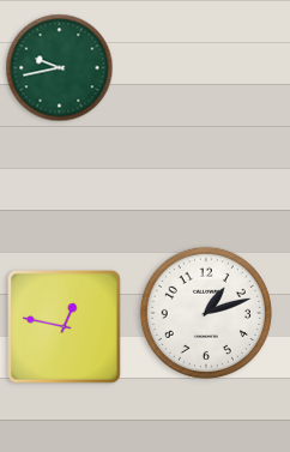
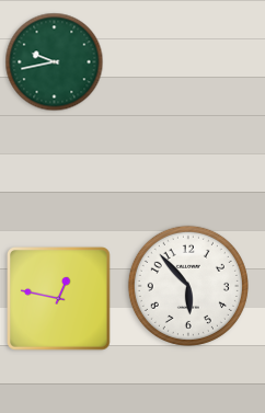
clock at (206, 313): 1:12 -> 5:53
